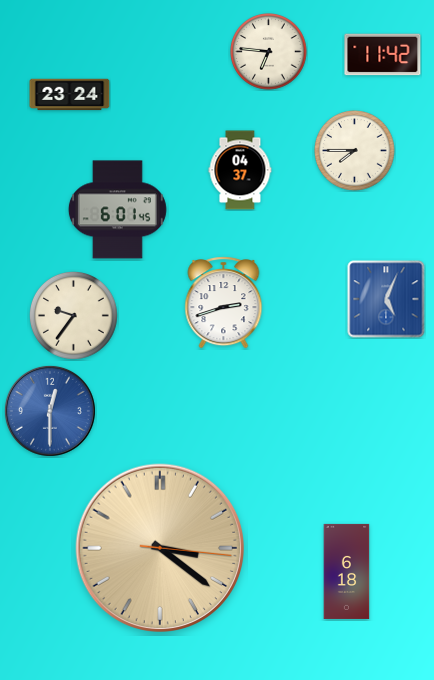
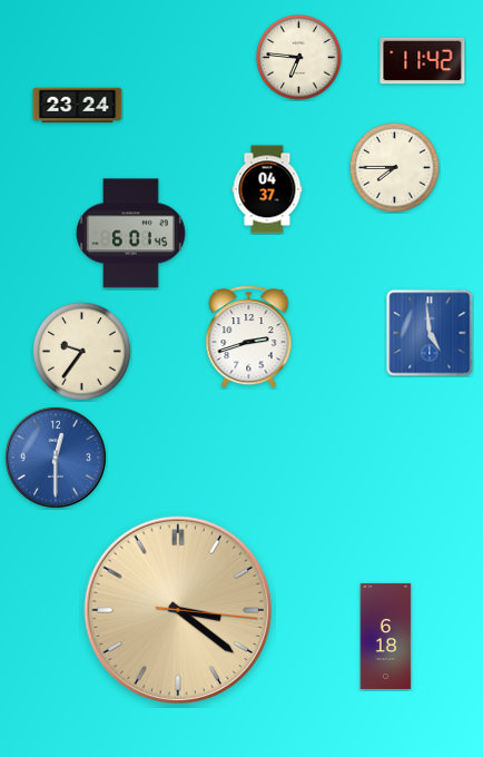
clock at (383, 55) position: (383, 55) -> (423, 61)
clock at (386, 299): 5:04 -> 4:59
